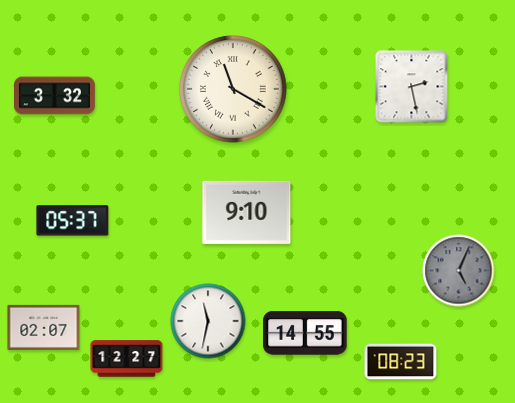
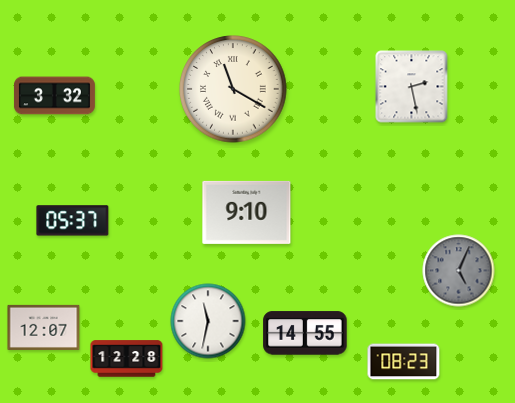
clock at (44, 327): 02:07 -> 12:07
clock at (127, 359): 12:27 -> 12:28
clock at (401, 362) position: (401, 362) -> (404, 362)
